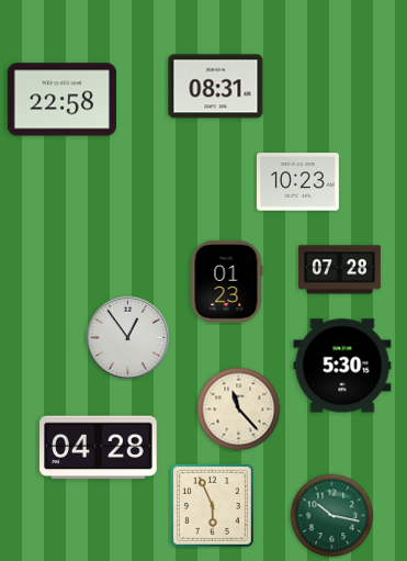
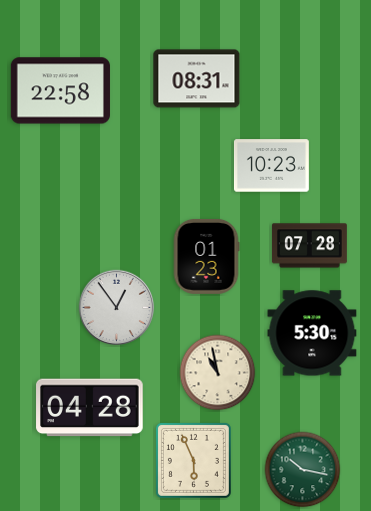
clock at (61, 100) position: (61, 100) -> (60, 91)
clock at (239, 409): 11:23 -> 10:58
